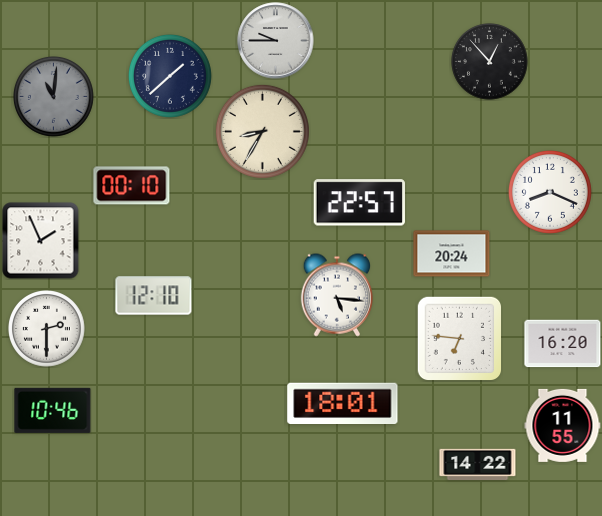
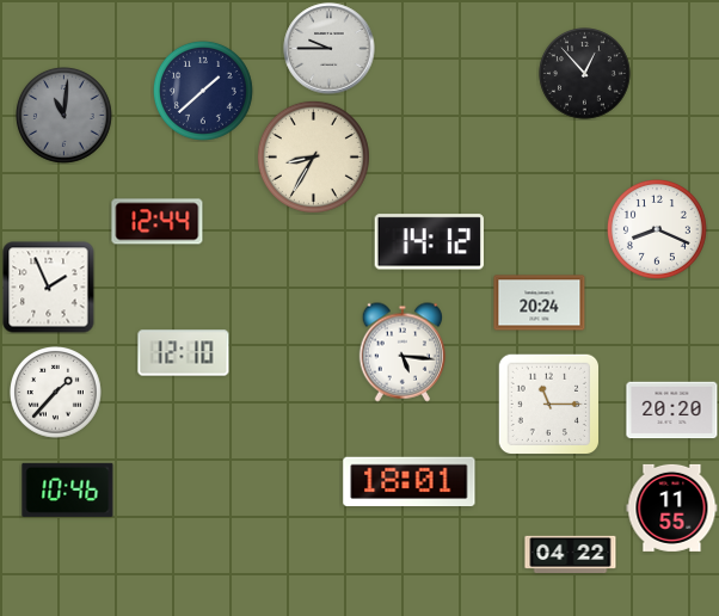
clock at (132, 186): 00:10 -> 12:44
clock at (359, 203): 22:57 -> 14:12
clock at (47, 329): 2:30 -> 1:37
clock at (459, 338): 6:46 -> 11:15
clock at (563, 344): 16:20 -> 20:20
clock at (53, 410) position: (53, 410) -> (68, 489)
clock at (478, 465): 14:22 -> 04:22
